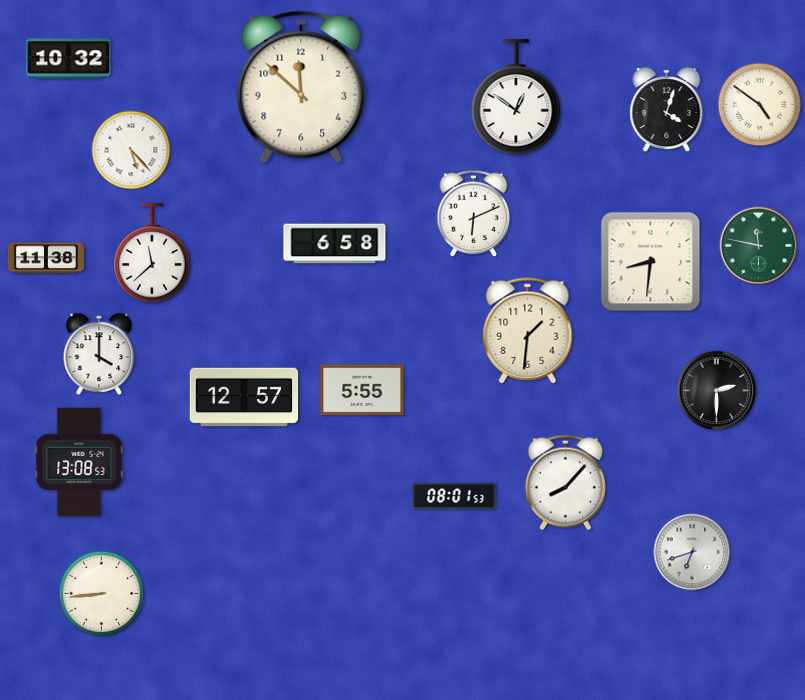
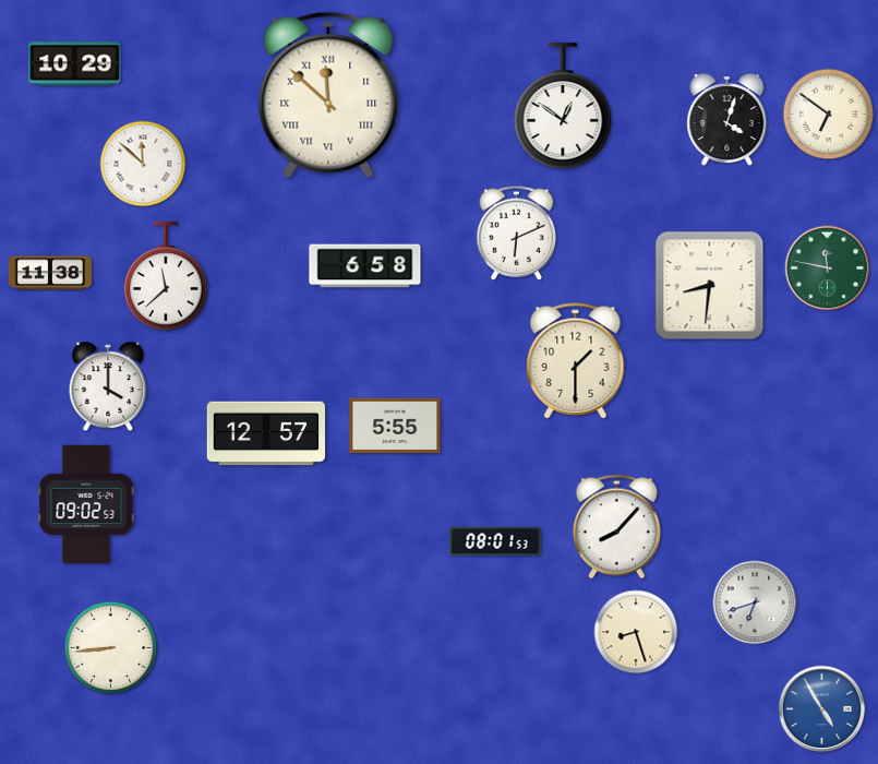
clock at (69, 59): 10:32 -> 10:29
clock at (301, 87) numerals: Arabic -> Roman
clock at (760, 105): 4:51 -> 6:51
clock at (131, 150): 5:23 -> 11:52
clock at (46, 258) position: (46, 258) -> (50, 273)
clock at (528, 331): 1:31 -> 1:30
clock at (717, 391): 2:30 -> none
clock at (79, 462): 13:08 -> 09:02
clock at (636, 632): none -> 8:27
clock at (822, 709): none -> 4:55
